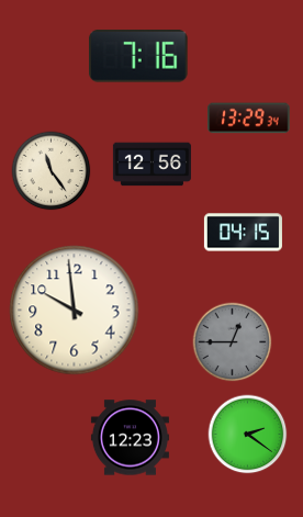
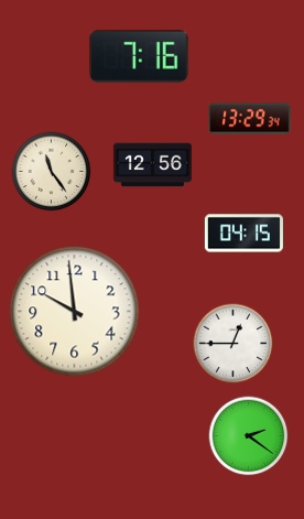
clock at (233, 342) dial: grey -> white
clock at (130, 438): 12:23 -> none
